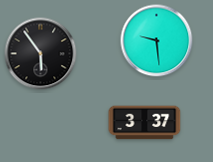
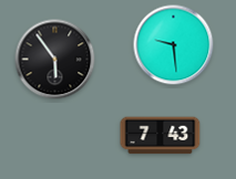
clock at (41, 54) position: (41, 54) -> (55, 60)
clock at (145, 123): 3:37 -> 7:43
